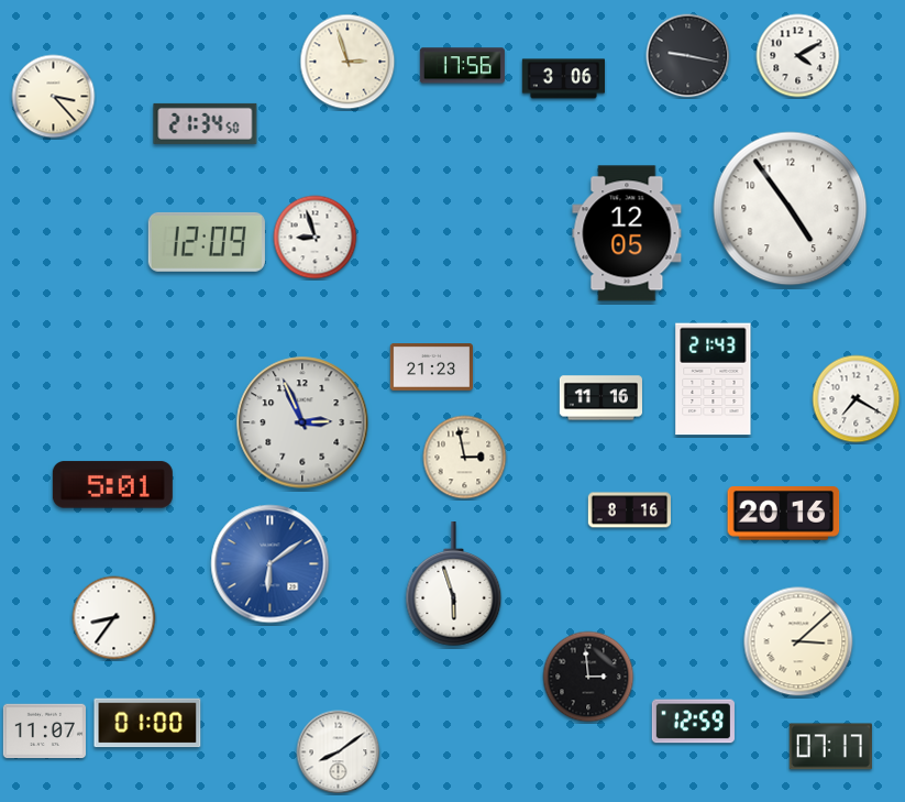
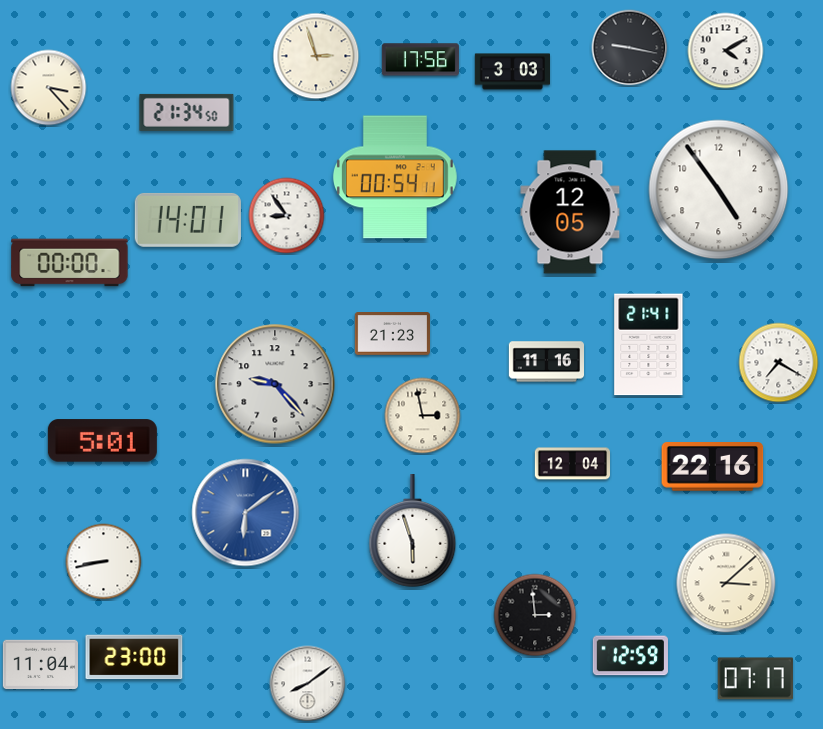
clock at (688, 56) position: (688, 56) -> (630, 48)
clock at (563, 79): 3:06 -> 3:03
clock at (395, 177): none -> 00:54
clock at (316, 238): 8:57 -> 8:54
clock at (207, 242): 12:09 -> 14:01
clock at (70, 263): none -> 00:00
clock at (714, 380): 21:43 -> 21:41
clock at (302, 422): 2:56 -> 9:23
clock at (629, 510): 8:16 -> 12:04
clock at (784, 514): 20:16 -> 22:16
clock at (114, 618): 8:36 -> 8:43
clock at (147, 723): 01:00 -> 23:00
clock at (44, 732): 11:07 -> 11:04
